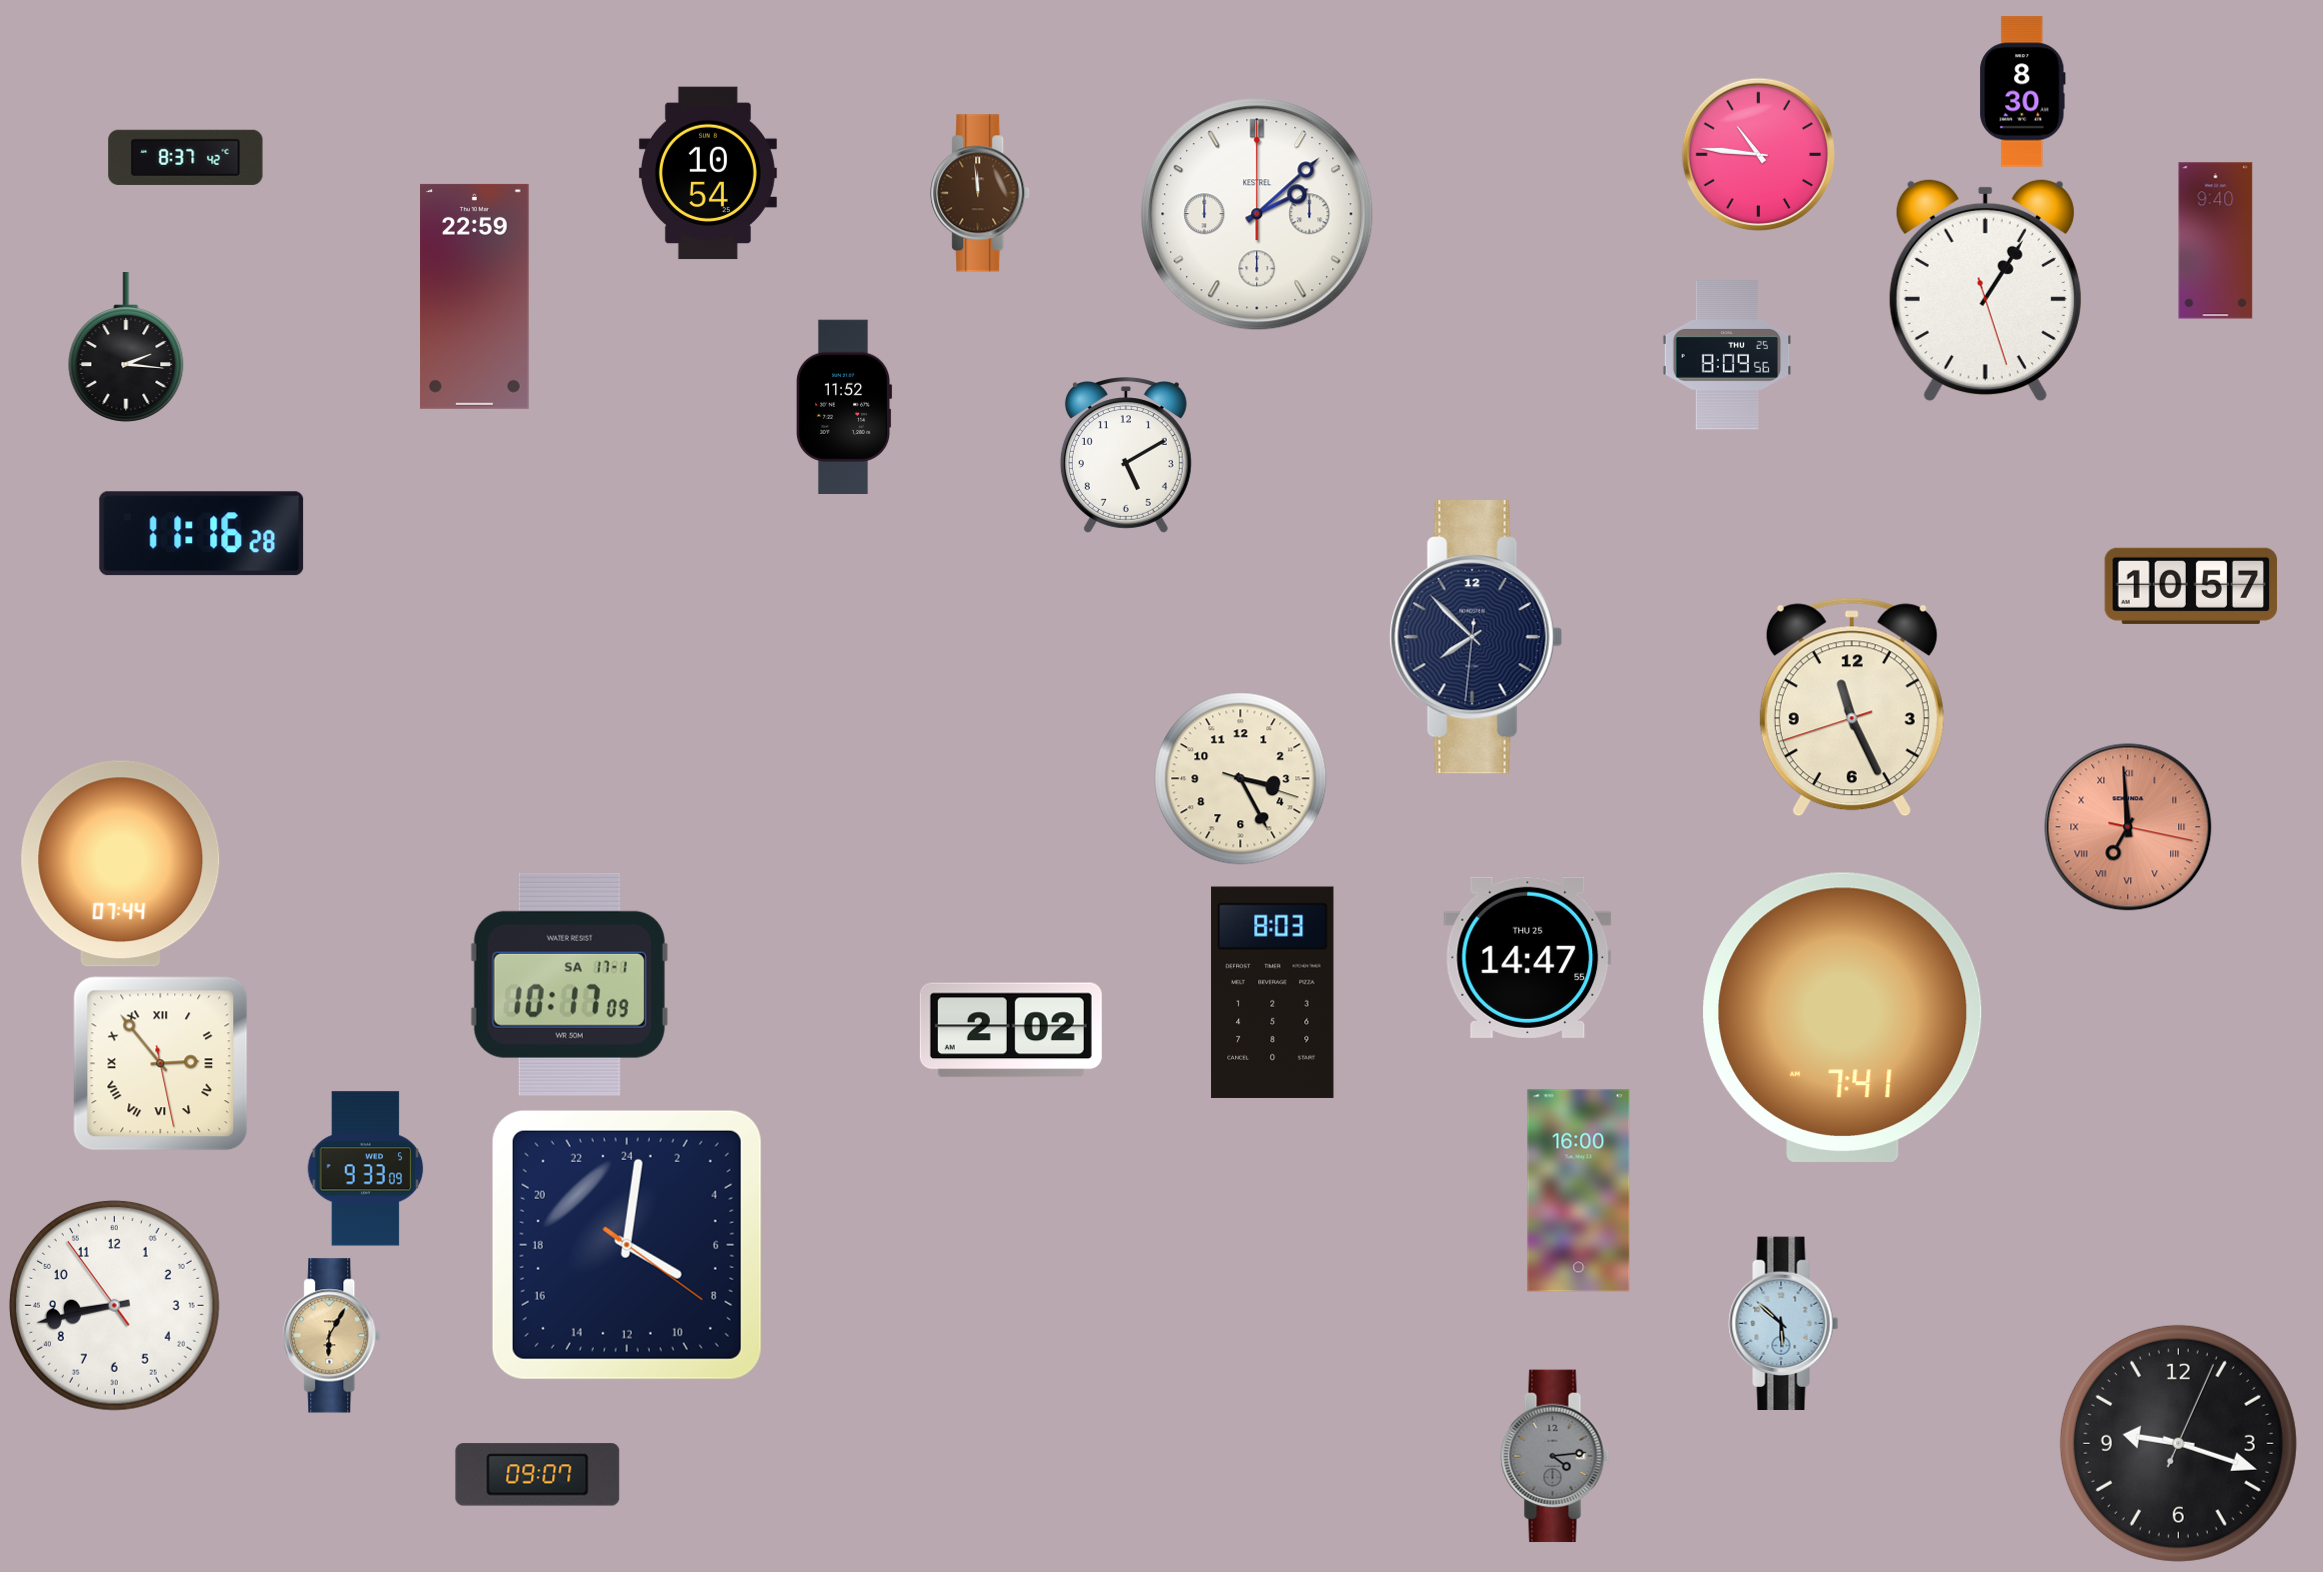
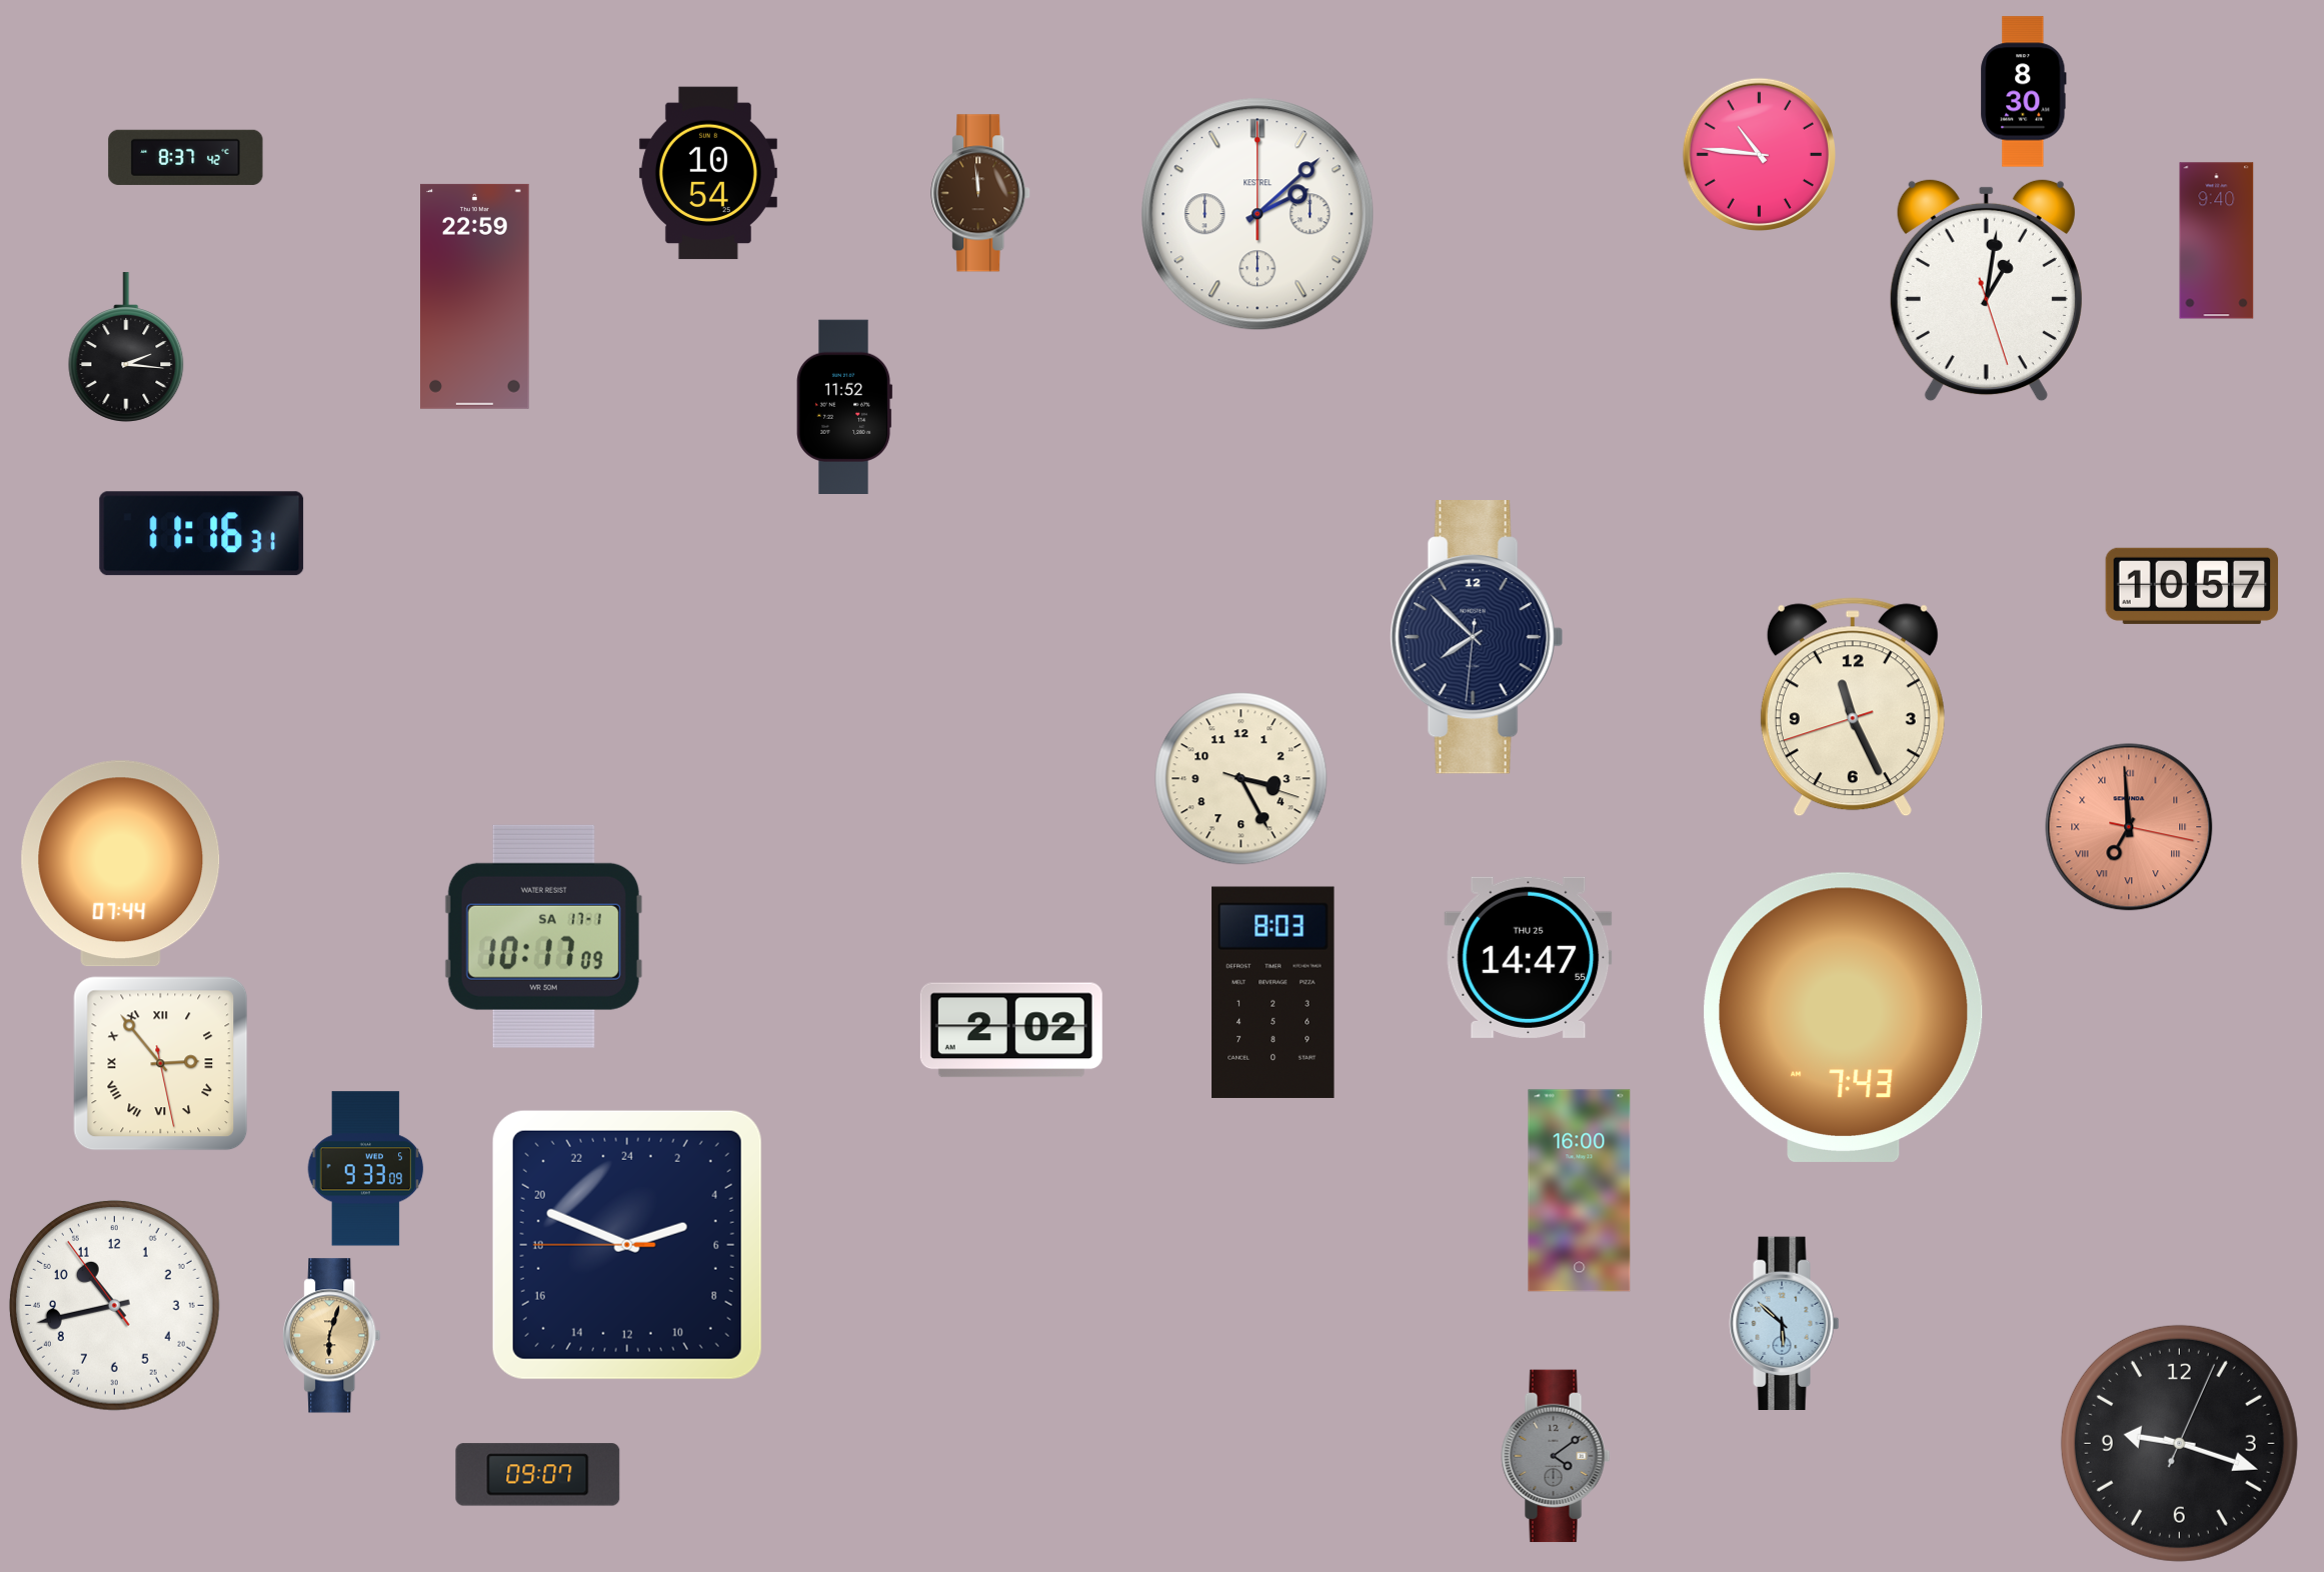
clock at (1985, 290): 1:05 -> 1:01
clock at (1727, 355): 8:09 -> none
clock at (1126, 455): 5:10 -> none
clock at (202, 534): 11:16:28 -> 11:16:31
clock at (569, 984) position: (569, 984) -> (543, 936)
clock at (1843, 1017): 7:41 -> 7:43
clock at (627, 1245): 8:01 -> 4:48
clock at (114, 1305): 8:42 -> 10:42
clock at (332, 1336): 6:05 -> 6:03
clock at (1555, 1456): 4:14 -> 4:09
